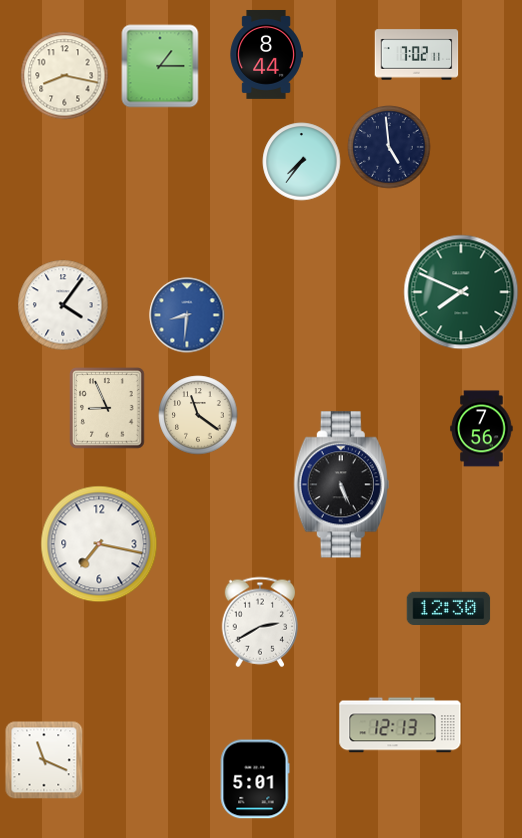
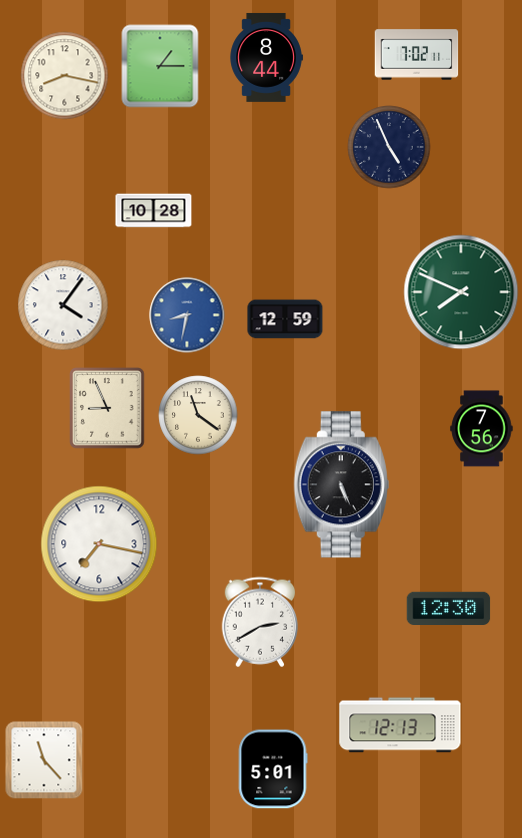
clock at (266, 54) position: (266, 54) -> (266, 57)
clock at (389, 147): 4:59 -> 4:56
clock at (302, 162): 7:36 -> none
clock at (154, 211): none -> 10:28
clock at (187, 315): 8:31 -> 8:32
clock at (285, 319): none -> 12:59
clock at (44, 760): 11:19 -> 11:23
clock at (255, 779) position: (255, 779) -> (273, 769)
